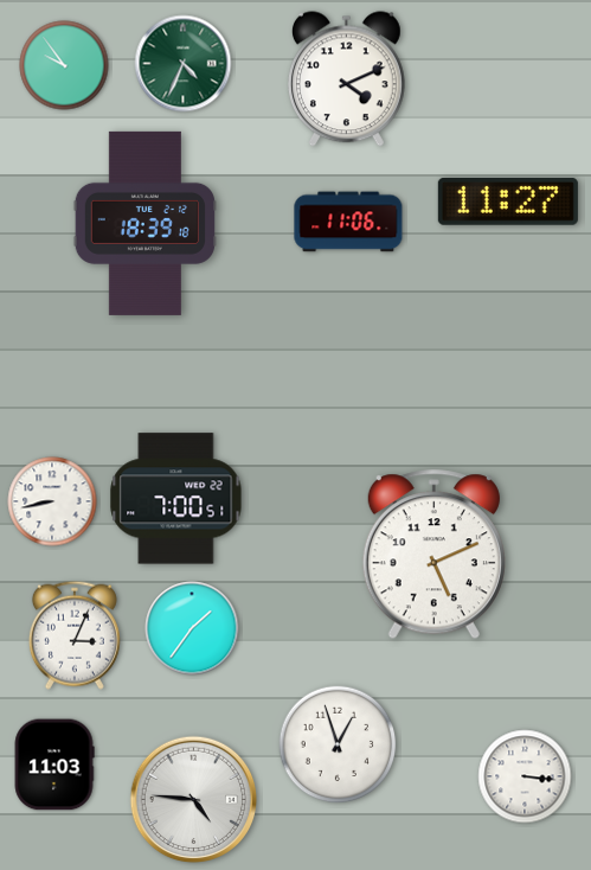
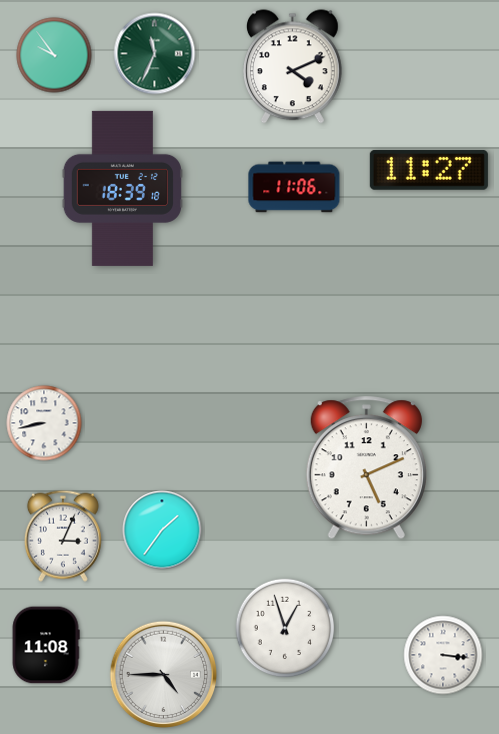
clock at (184, 64): 4:34 -> 11:34
clock at (176, 499): 7:00 -> none
clock at (54, 765): 11:03 -> 11:08
clock at (194, 800): 4:46 -> 4:45
